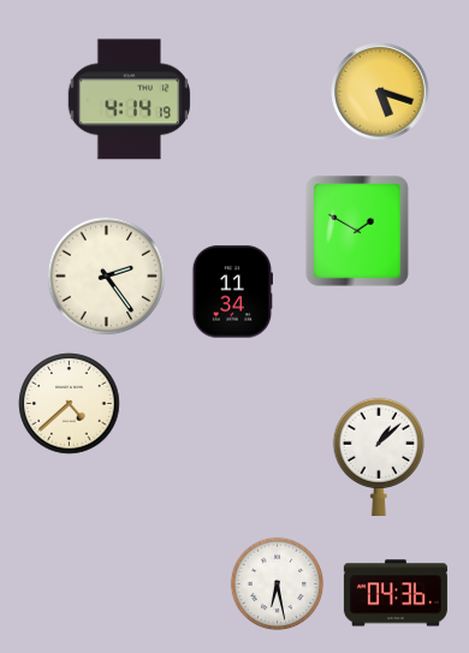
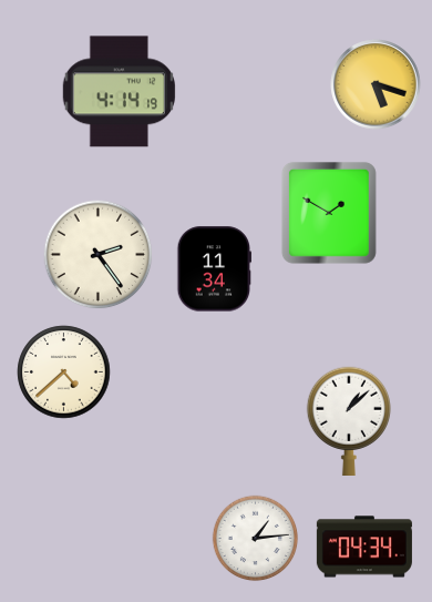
clock at (380, 91) position: (380, 91) -> (376, 84)
clock at (278, 584): 6:28 -> 1:14
clock at (396, 593): 04:36 -> 04:34
